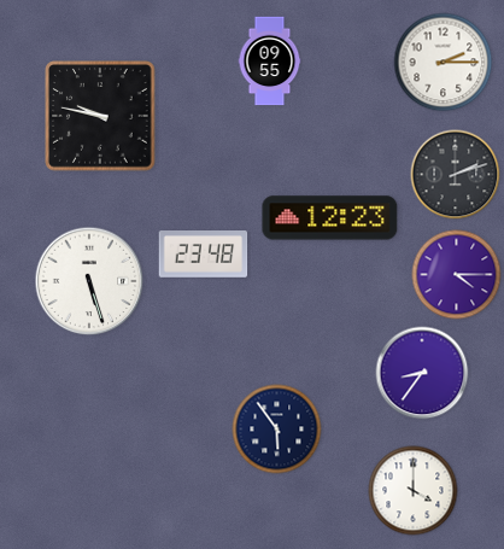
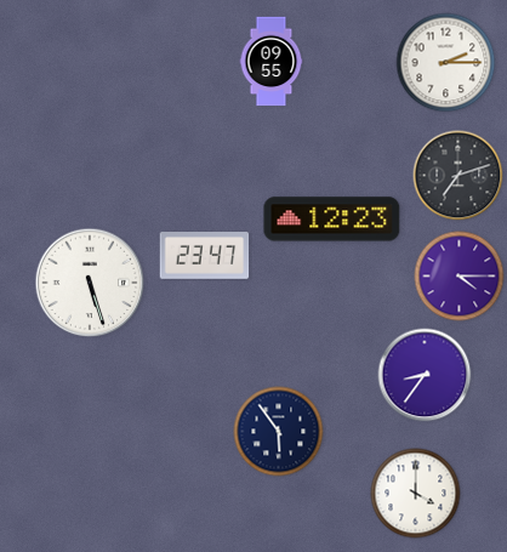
clock at (100, 116): 9:47 -> none
clock at (456, 175): 2:12 -> 7:12
clock at (204, 255): 23:48 -> 23:47
